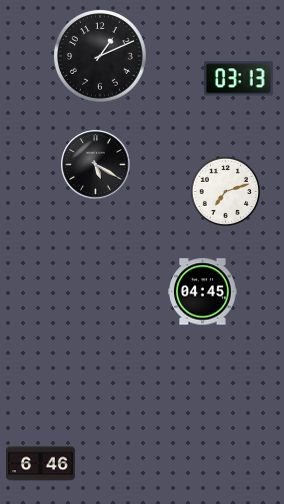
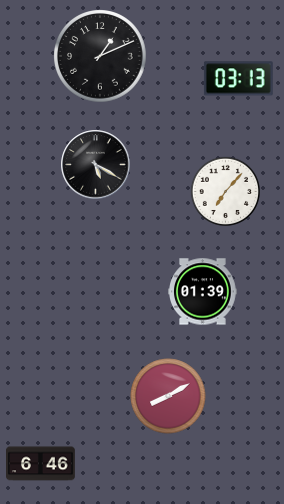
clock at (225, 191): 7:12 -> 7:07
clock at (203, 292): 04:45 -> 01:39
clock at (168, 396): none -> 8:10
